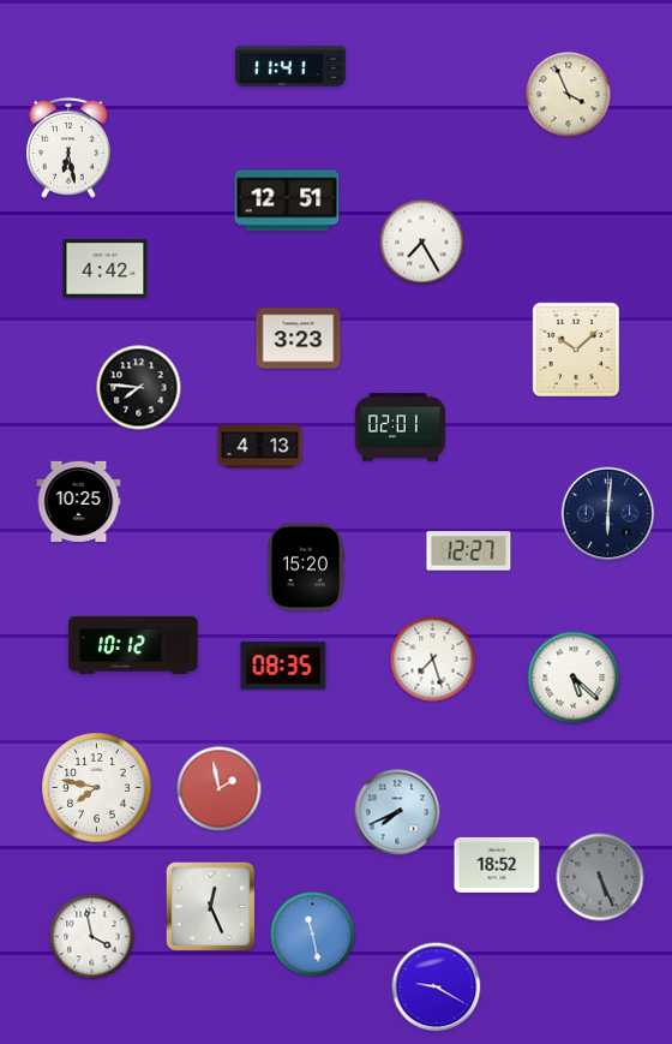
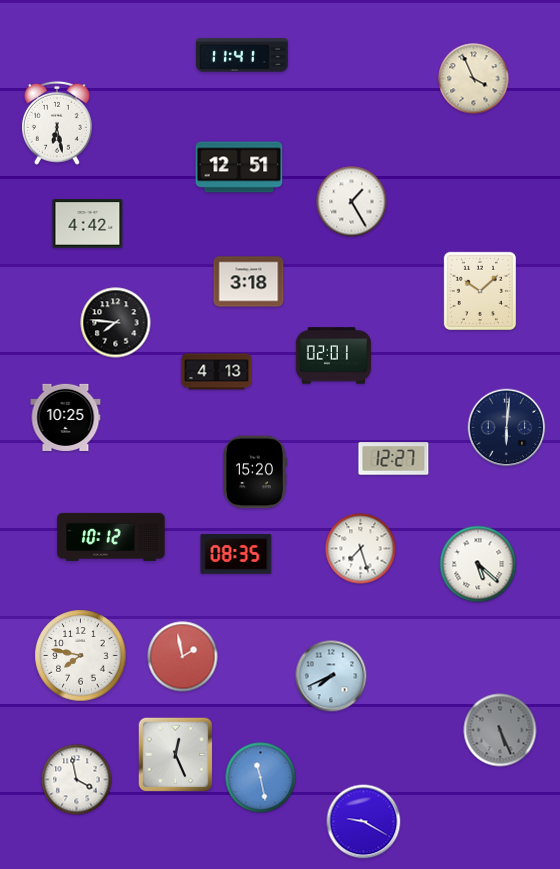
clock at (422, 243): 7:25 -> 1:25
clock at (299, 339): 3:23 -> 3:18
clock at (469, 551) position: (469, 551) -> (394, 459)
clock at (497, 865): 18:52 -> none
